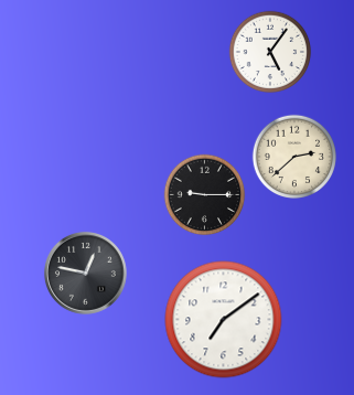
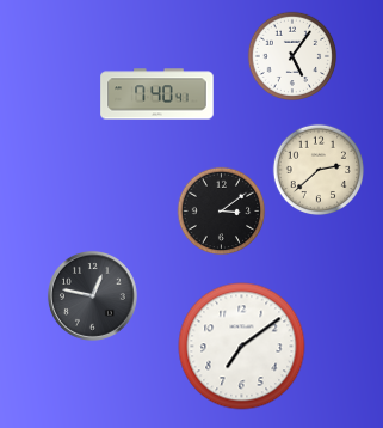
clock at (157, 94): none -> 7:40
clock at (205, 195): 9:15 -> 3:09
